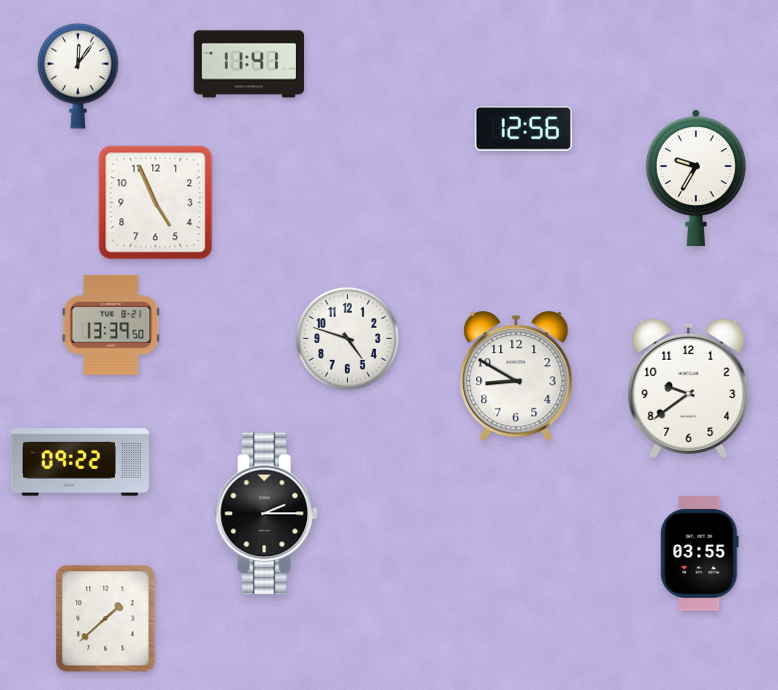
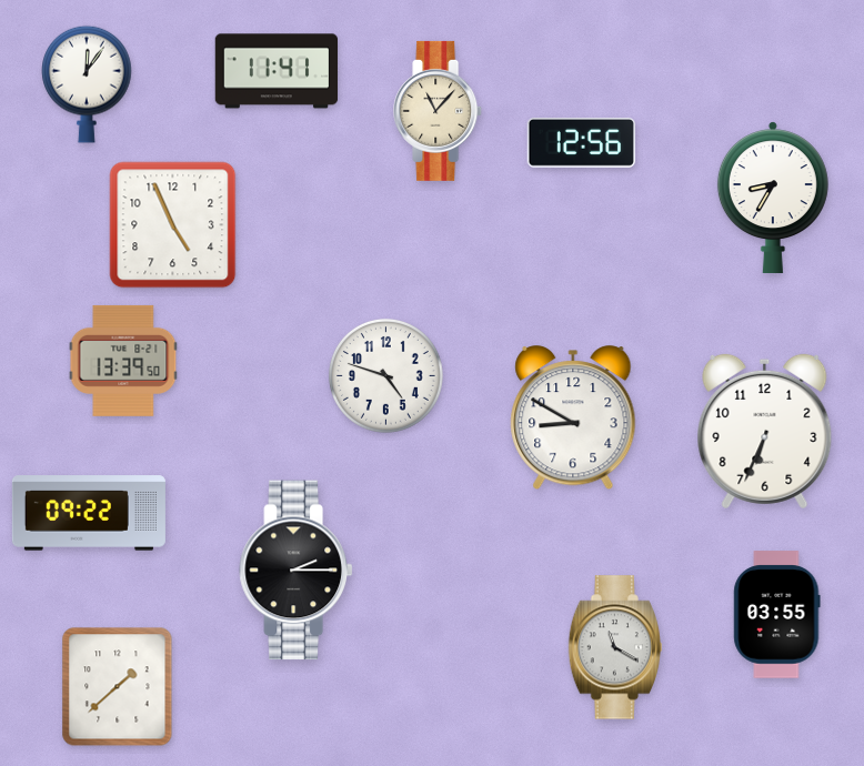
clock at (439, 111): none -> 11:07
clock at (696, 178): 9:35 -> 8:35
clock at (689, 389): 9:39 -> 6:34
clock at (614, 647): none -> 11:20
